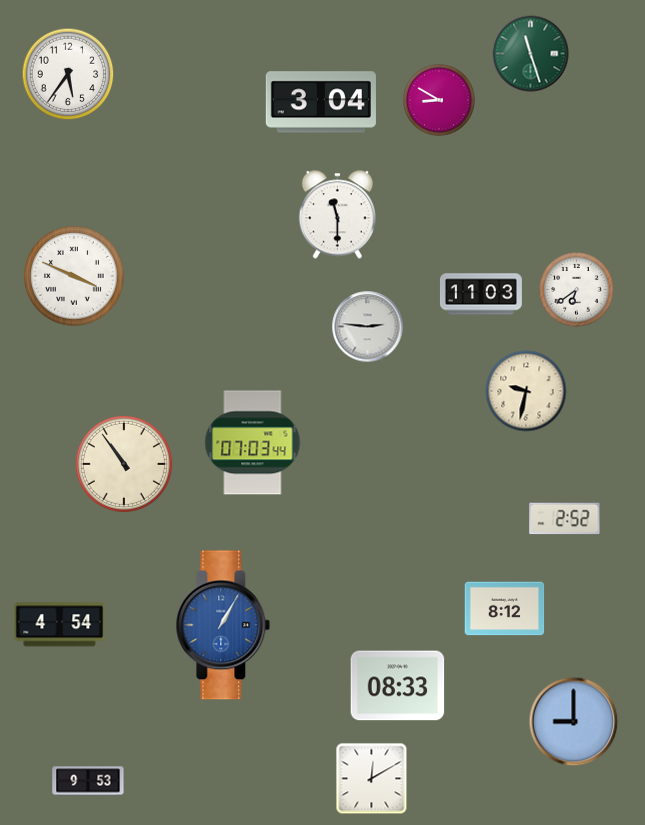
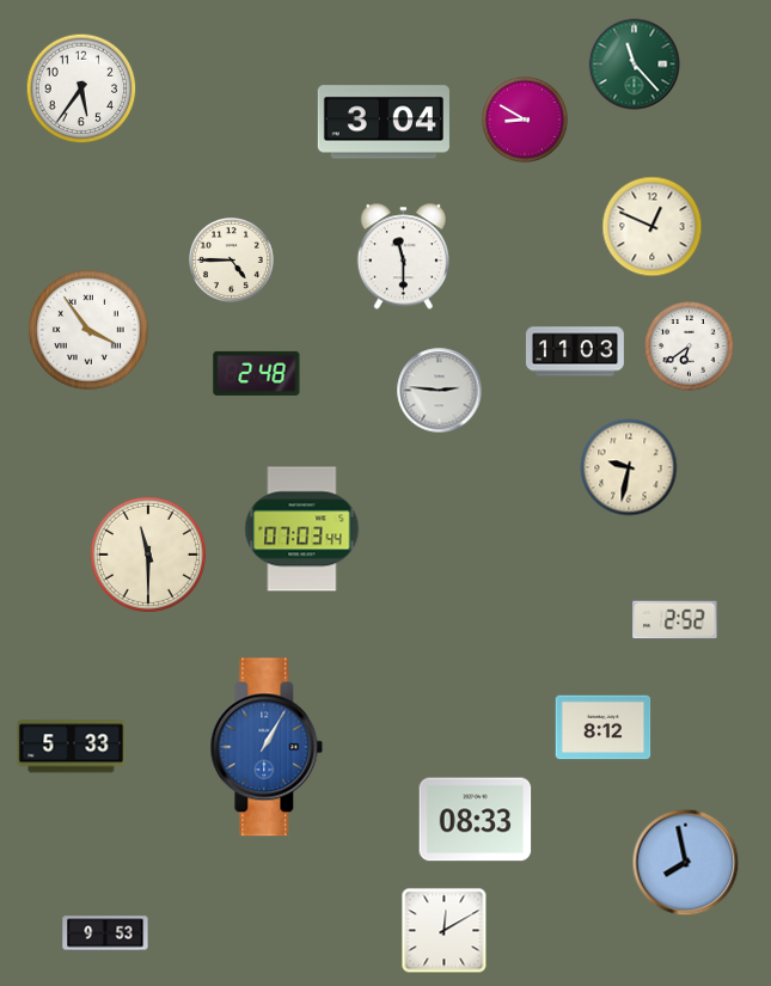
clock at (531, 54): 11:27 -> 11:23
clock at (653, 227): none -> 12:49
clock at (232, 261): none -> 4:45
clock at (74, 276): 3:49 -> 3:54
clock at (257, 373): none -> 2:48
clock at (124, 464): 10:54 -> 11:30
clock at (60, 625): 4:54 -> 5:33
clock at (574, 722): 9:00 -> 7:58
